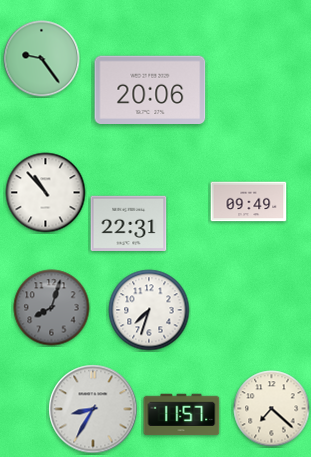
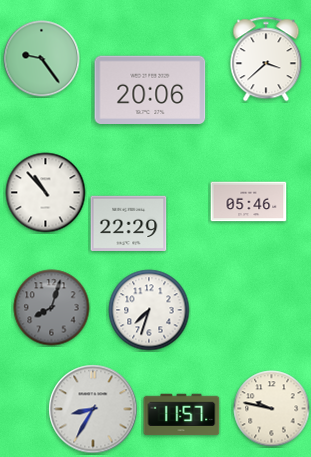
clock at (266, 59): none -> 3:38
clock at (249, 202): 09:49 -> 05:46
clock at (129, 224): 22:31 -> 22:29
clock at (272, 409): 7:22 -> 9:47
